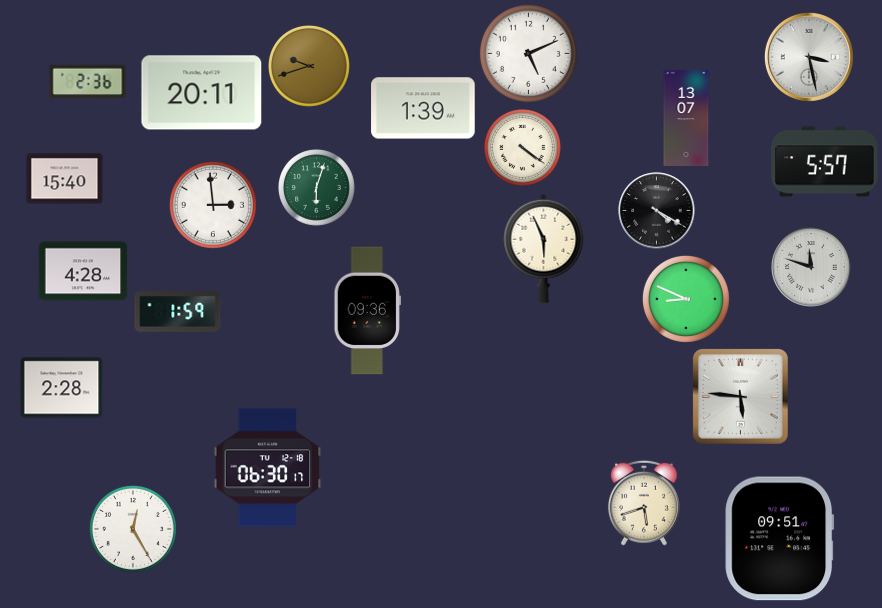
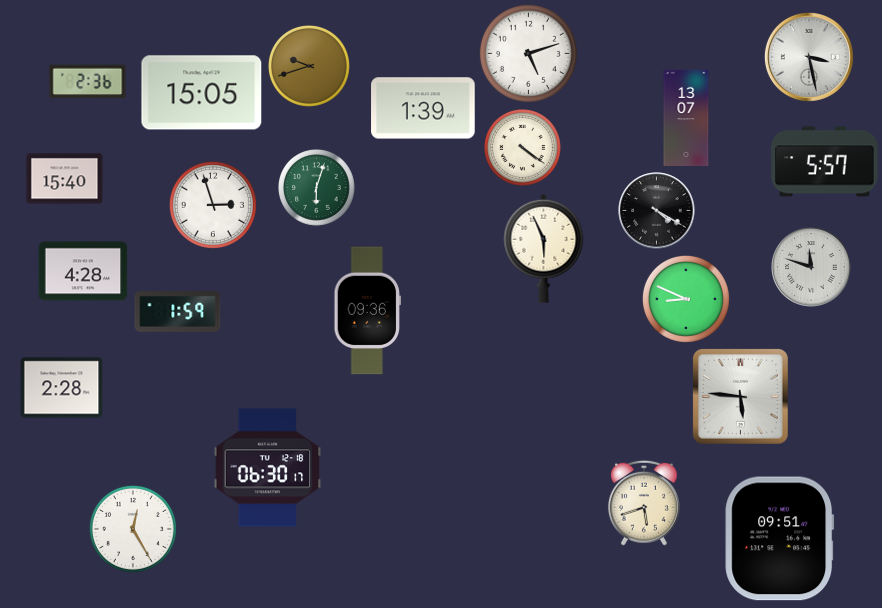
clock at (528, 53): 5:11 -> 5:12
clock at (202, 93): 20:11 -> 15:05
clock at (213, 205): 2:59 -> 2:57
